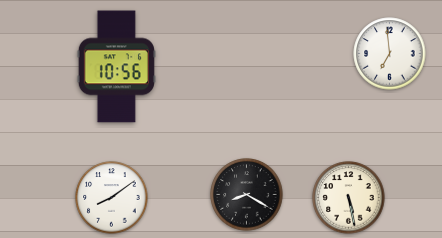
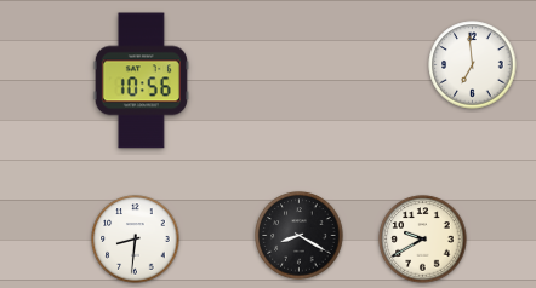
clock at (112, 198): 8:09 -> 8:31
clock at (349, 198): 5:28 -> 9:40
